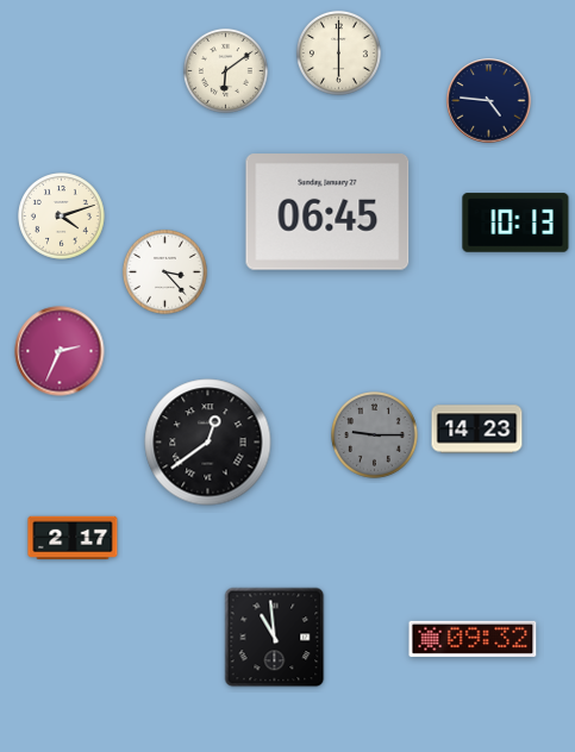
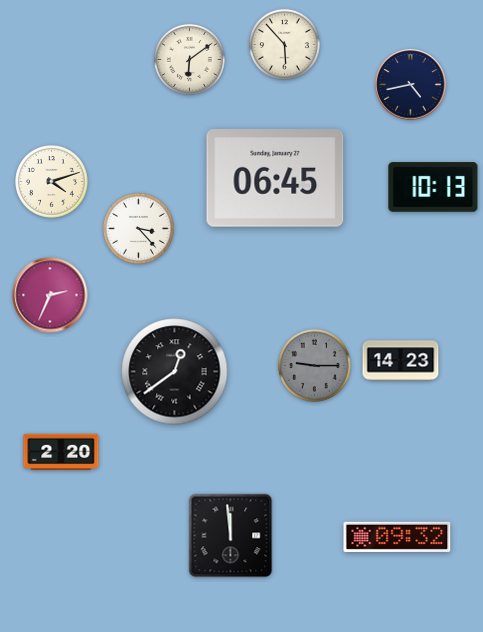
clock at (338, 52): 6:00 -> 5:53
clock at (489, 101): 4:46 -> 4:43
clock at (73, 538): 2:17 -> 2:20
clock at (275, 638): 10:59 -> 11:59
